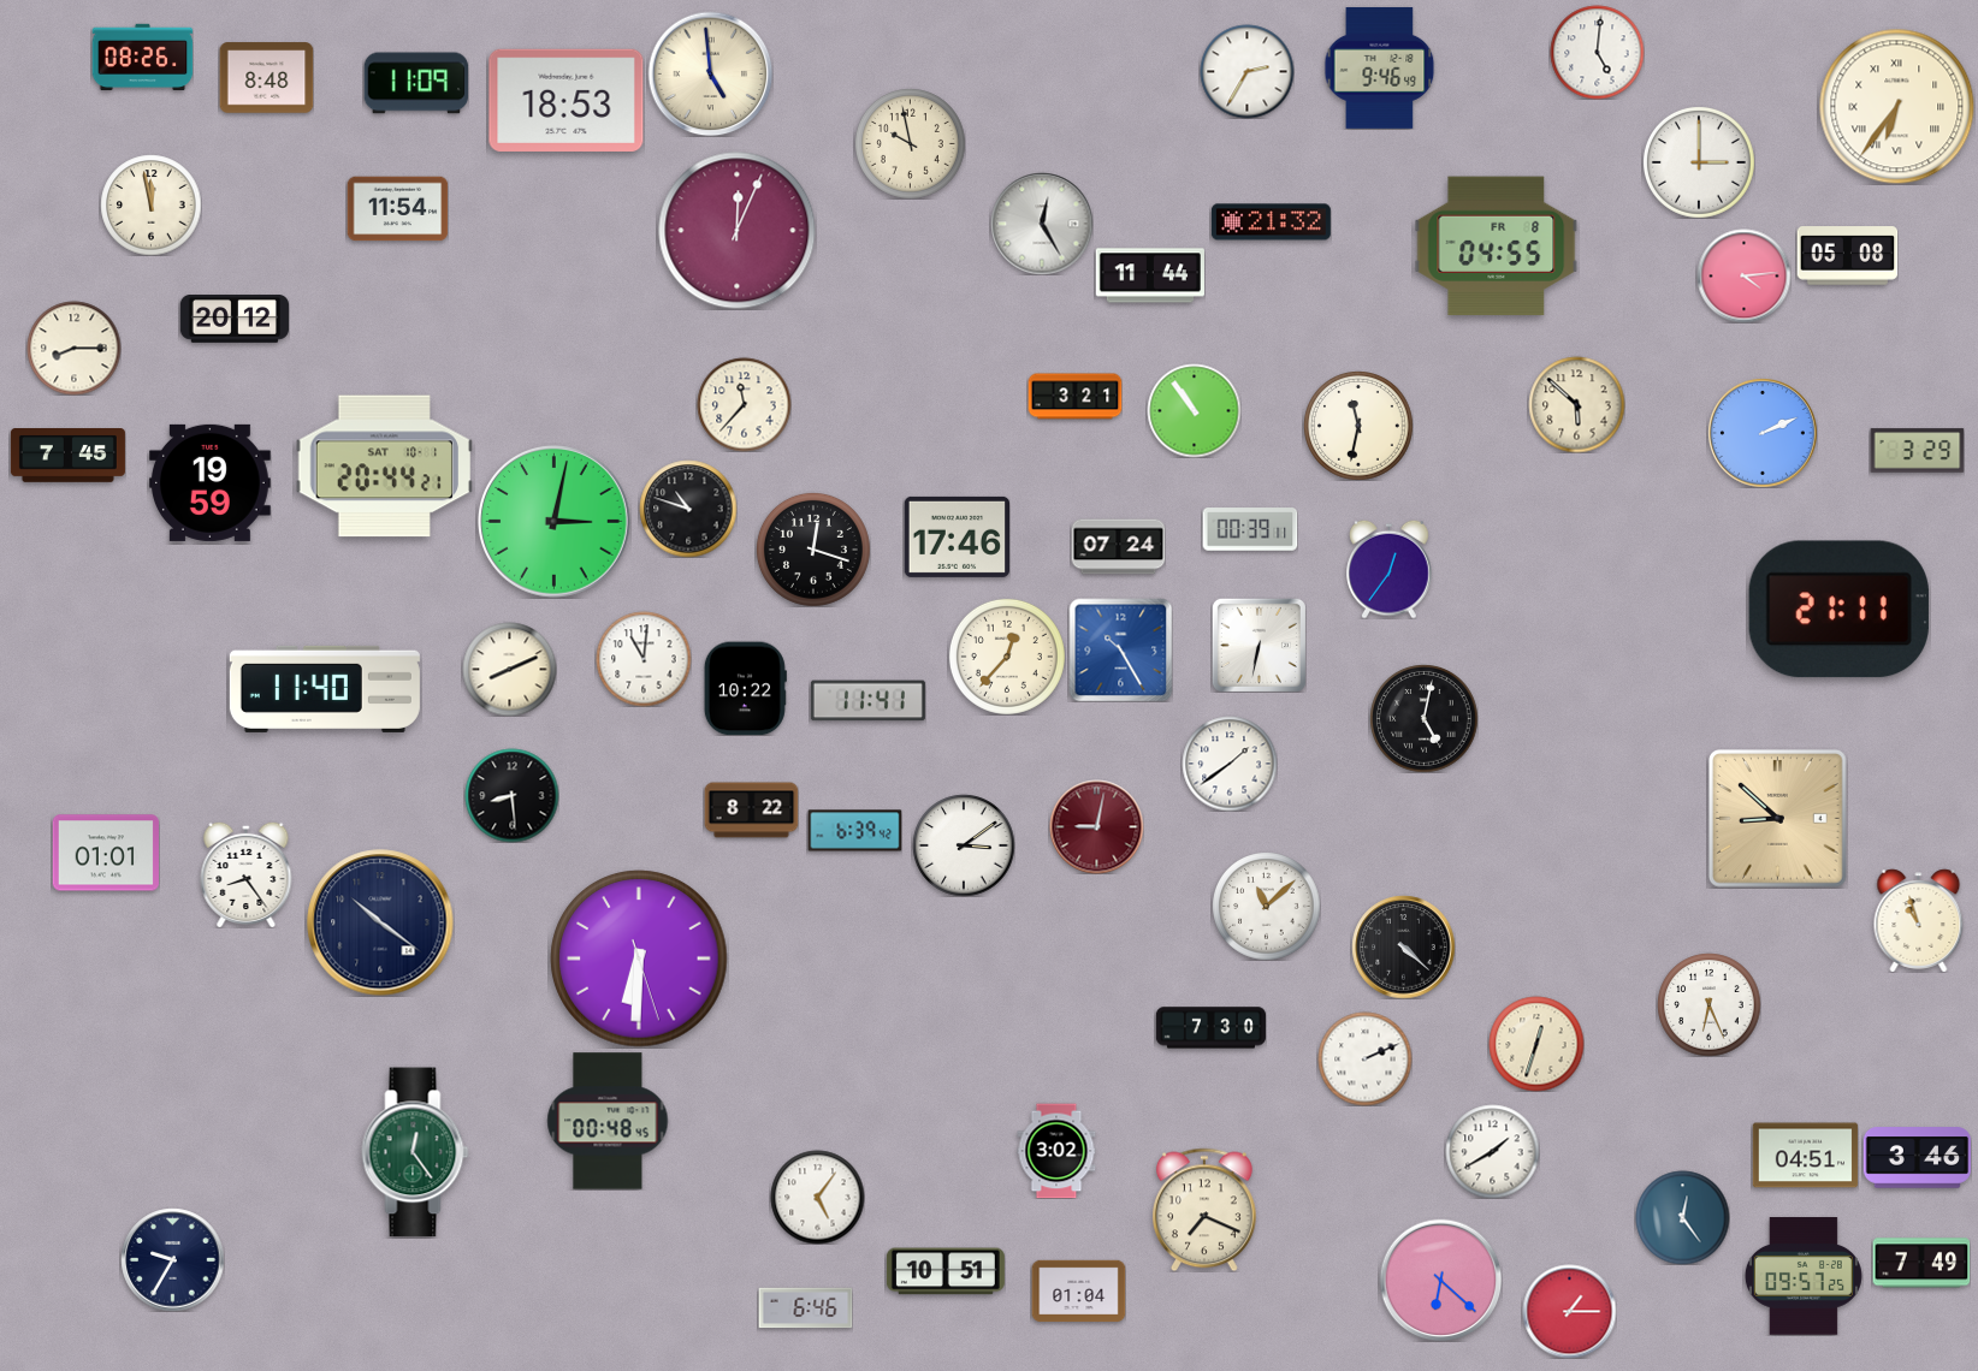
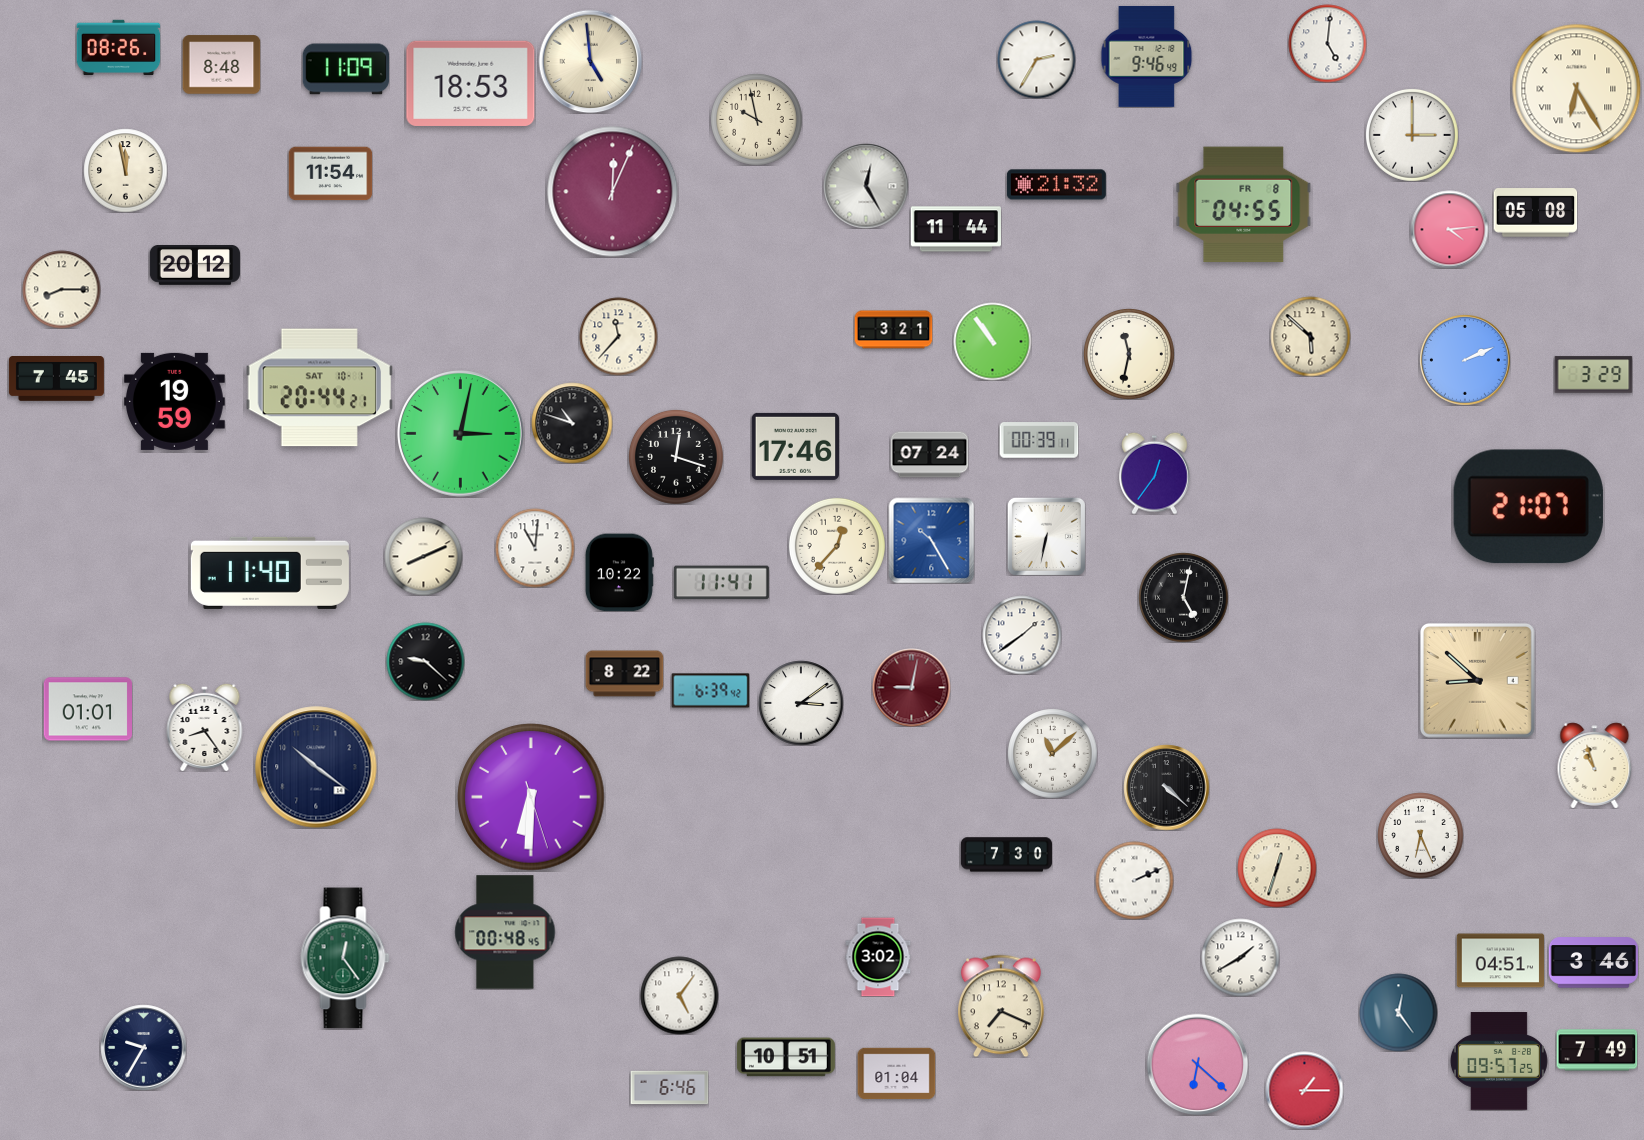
clock at (1896, 106): 6:36 -> 6:25
clock at (1838, 610): 21:11 -> 21:07
clock at (511, 795): 8:29 -> 9:22
